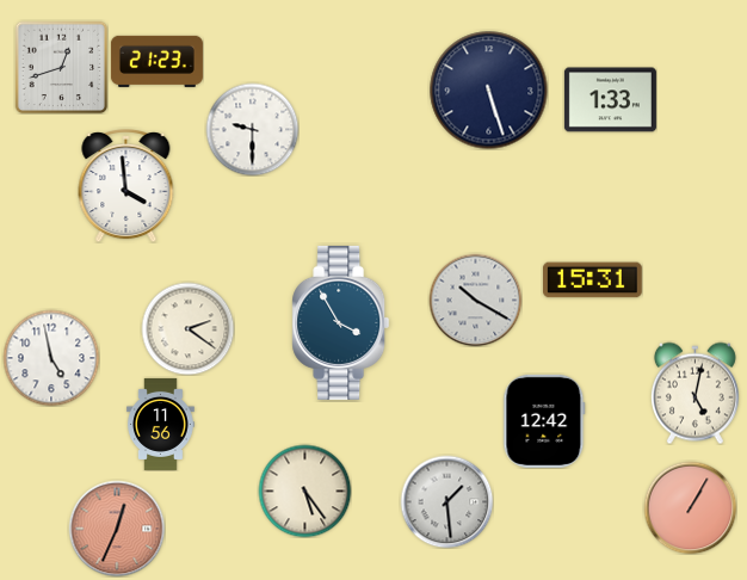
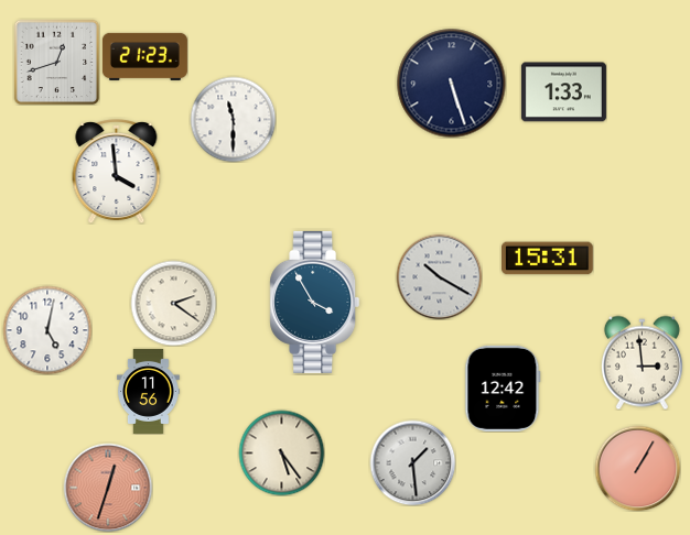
clock at (252, 129): 9:30 -> 11:30
clock at (341, 322) position: (341, 322) -> (315, 302)
clock at (51, 358): 4:58 -> 5:02
clock at (694, 393): 5:02 -> 2:59
clock at (117, 529): 12:34 -> 12:33
